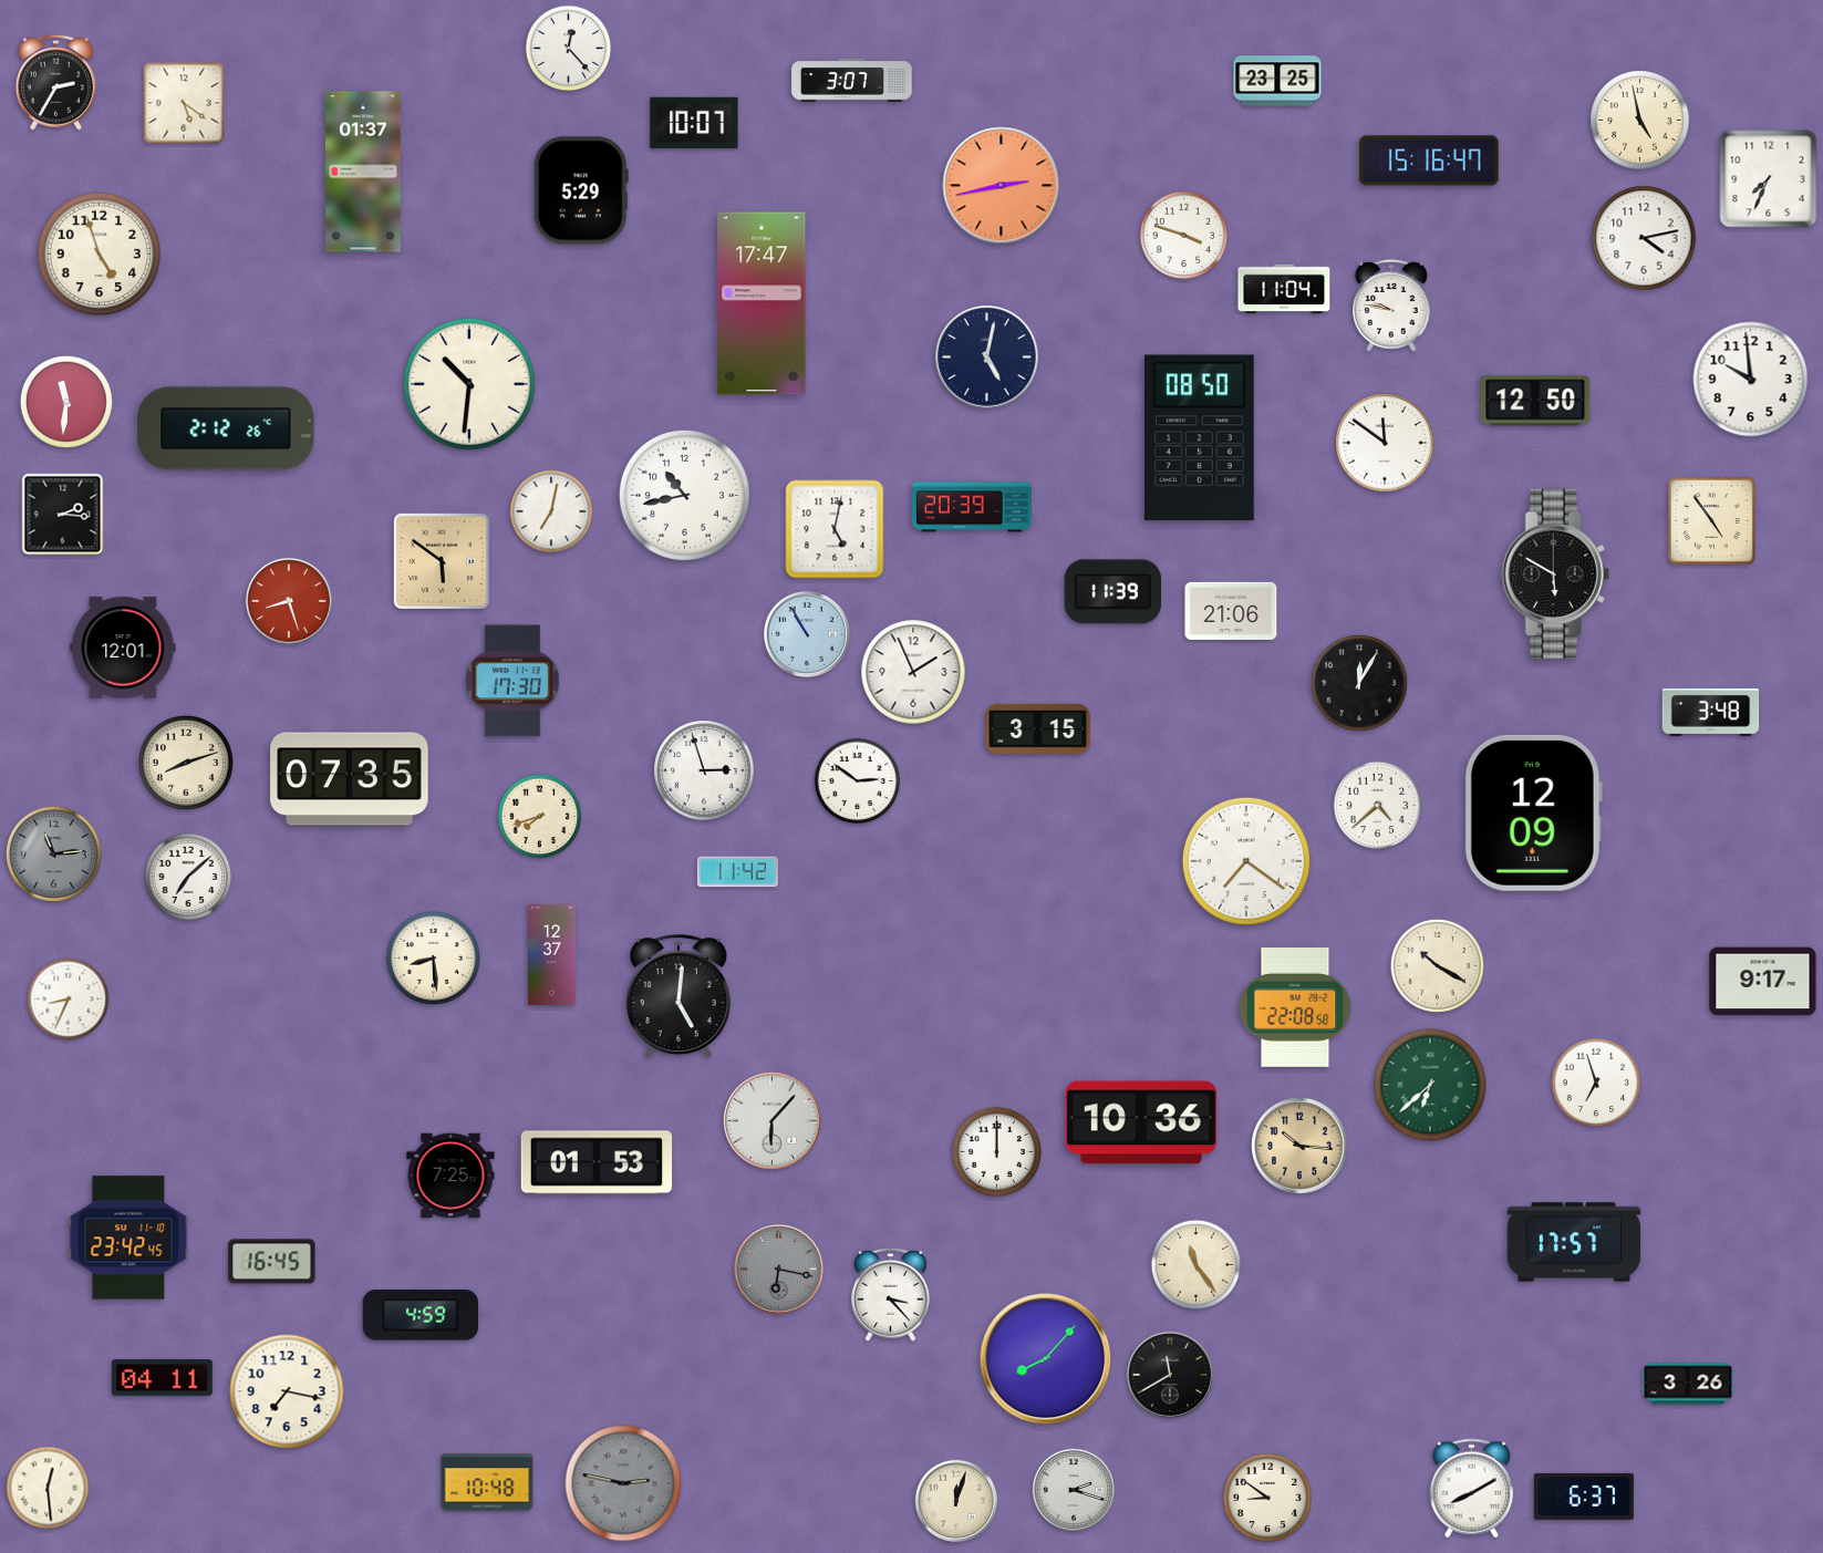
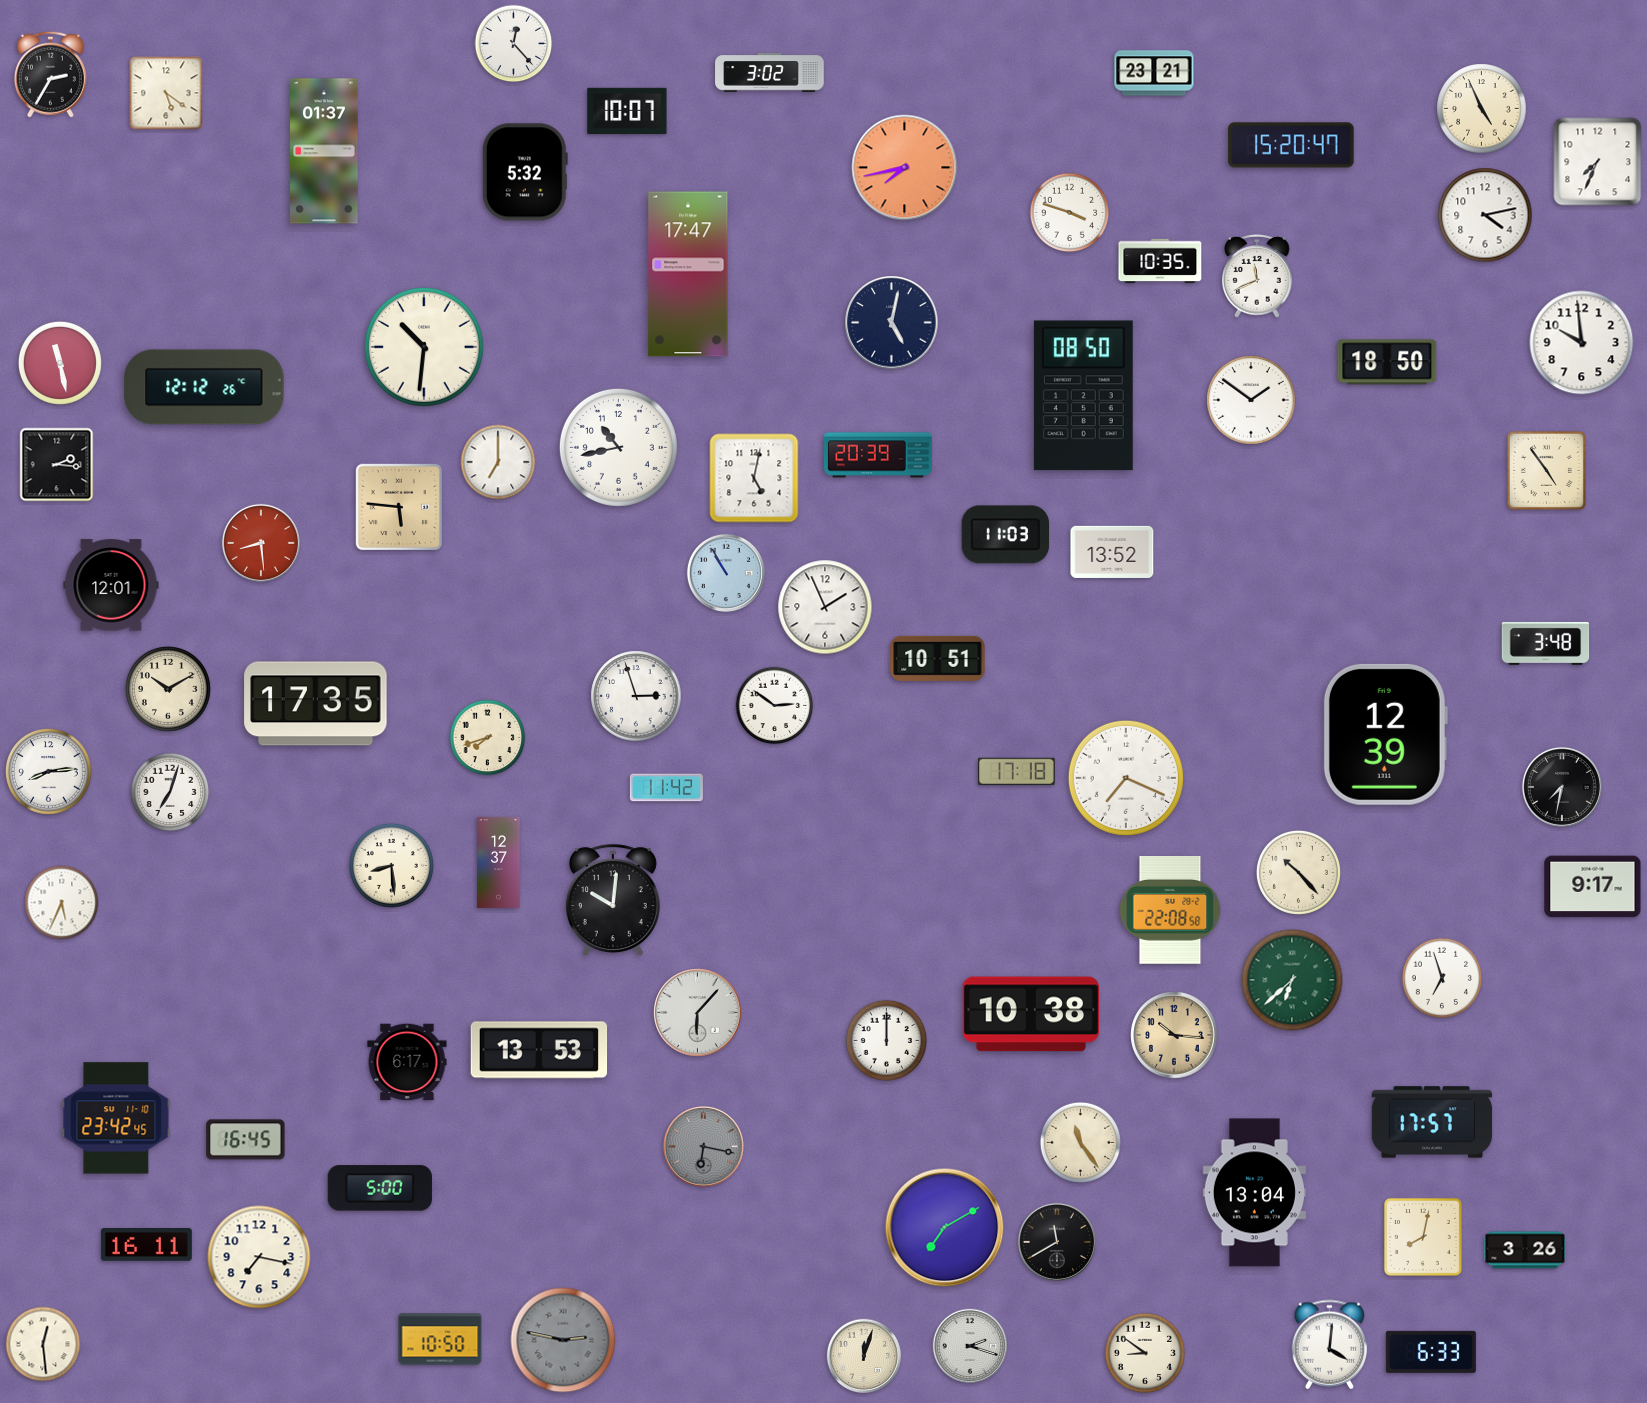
clock at (852, 81): 3:07 -> 3:02
clock at (1277, 81): 23:25 -> 23:21
clock at (1640, 121): 4:58 -> 4:56
clock at (1429, 161): 15:16 -> 15:20
clock at (364, 172) position: (364, 172) -> (325, 151)
clock at (1002, 186): 2:43 -> 7:43
clock at (581, 190): 5:29 -> 5:32
clock at (100, 255): 4:57 -> none
clock at (1284, 289): 11:04 -> 10:35
clock at (1391, 306): 9:47 -> 11:41
clock at (1535, 401): 12:50 -> 18:50
clock at (66, 402): 11:31 -> 11:28
clock at (226, 428): 2:12 -> 12:12
clock at (1385, 443): 11:51 -> 1:51
clock at (973, 507) position: (973, 507) -> (879, 455)
clock at (551, 511): 7:02 -> 7:00
clock at (441, 560): 5:51 -> 5:46
clock at (1555, 573): 5:50 -> none
clock at (1112, 592): 11:39 -> 11:03
clock at (289, 601): 8:27 -> 8:29
clock at (1231, 611): 21:06 -> 13:52
clock at (807, 634) position: (807, 634) -> (726, 573)
clock at (512, 681): 17:30 -> none
clock at (1360, 684): 12:05 -> none
clock at (1038, 728): 3:15 -> 10:51
clock at (186, 763): 8:12 -> 10:10
clock at (350, 779): 07:35 -> 17:35
clock at (1378, 806): 4:38 -> none
clock at (1533, 812): 12:09 -> 12:39
clock at (1017, 771): none -> 17:18
clock at (54, 855): 11:14 -> 8:14
clock at (54, 855) dial: grey -> white
clock at (1246, 861): 7:21 -> 7:19
clock at (1562, 787): none -> 7:32
clock at (188, 877): 7:08 -> 7:03
clock at (1437, 965): 10:20 -> 10:23
clock at (679, 997): 5:01 -> 10:01
clock at (69, 1000): 8:34 -> 5:34
clock at (1140, 1122): 10:36 -> 10:38
clock at (996, 1151) position: (996, 1151) -> (886, 1040)
clock at (597, 1162): 01:53 -> 13:53
clock at (450, 1176): 7:25 -> 6:17
clock at (1574, 1242) position: (1574, 1242) -> (1432, 1122)
clock at (891, 1294): 3:23 -> none
clock at (421, 1315): 4:59 -> 5:00
clock at (1254, 1193): none -> 13:04
clock at (1046, 1359): 8:07 -> 7:10
clock at (1423, 1237): none -> 8:02
clock at (162, 1378): 04:11 -> 16:11
clock at (487, 1482): 10:48 -> 10:50
clock at (1472, 1489): 8:10 -> 4:01
clock at (1584, 1497): 6:37 -> 6:33
